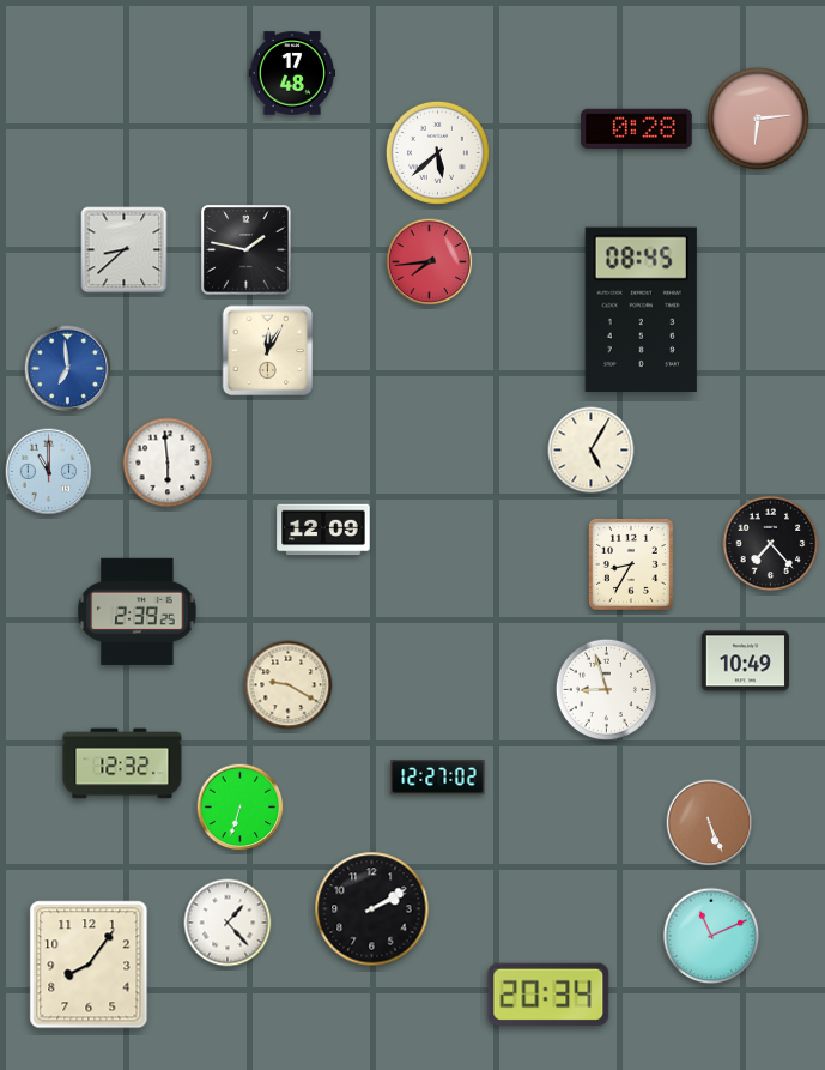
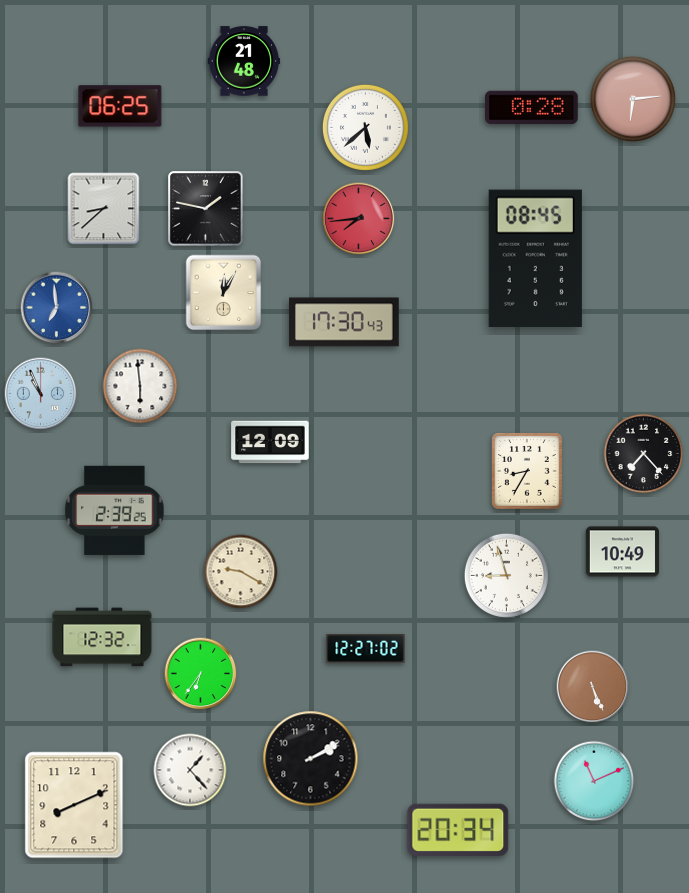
clock at (292, 73): 17:48 -> 21:48
clock at (120, 106): none -> 06:25
clock at (344, 322): none -> 17:30
clock at (592, 451): 5:05 -> none
clock at (49, 472): 11:00 -> 10:56
clock at (241, 808): 6:33 -> 6:36
clock at (89, 965): 8:06 -> 8:11
